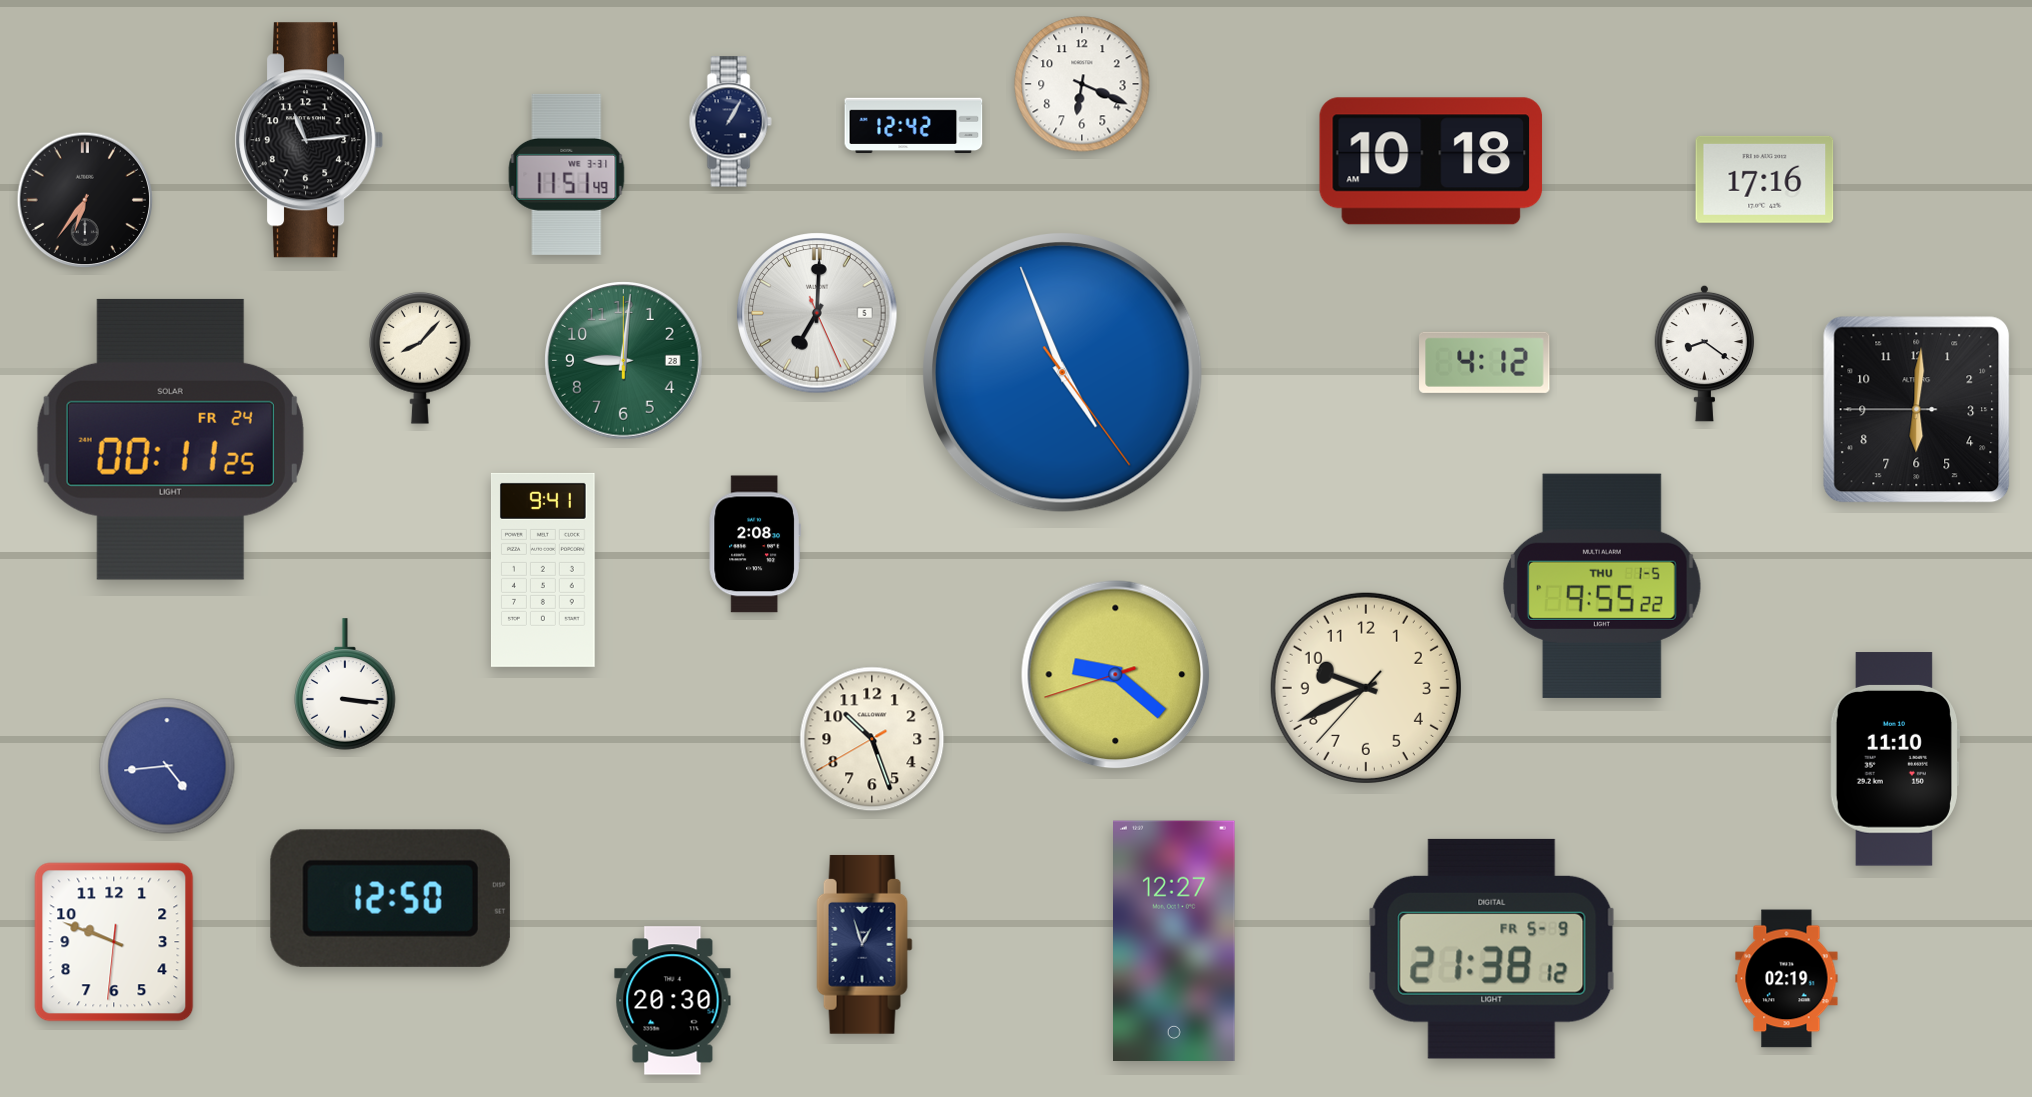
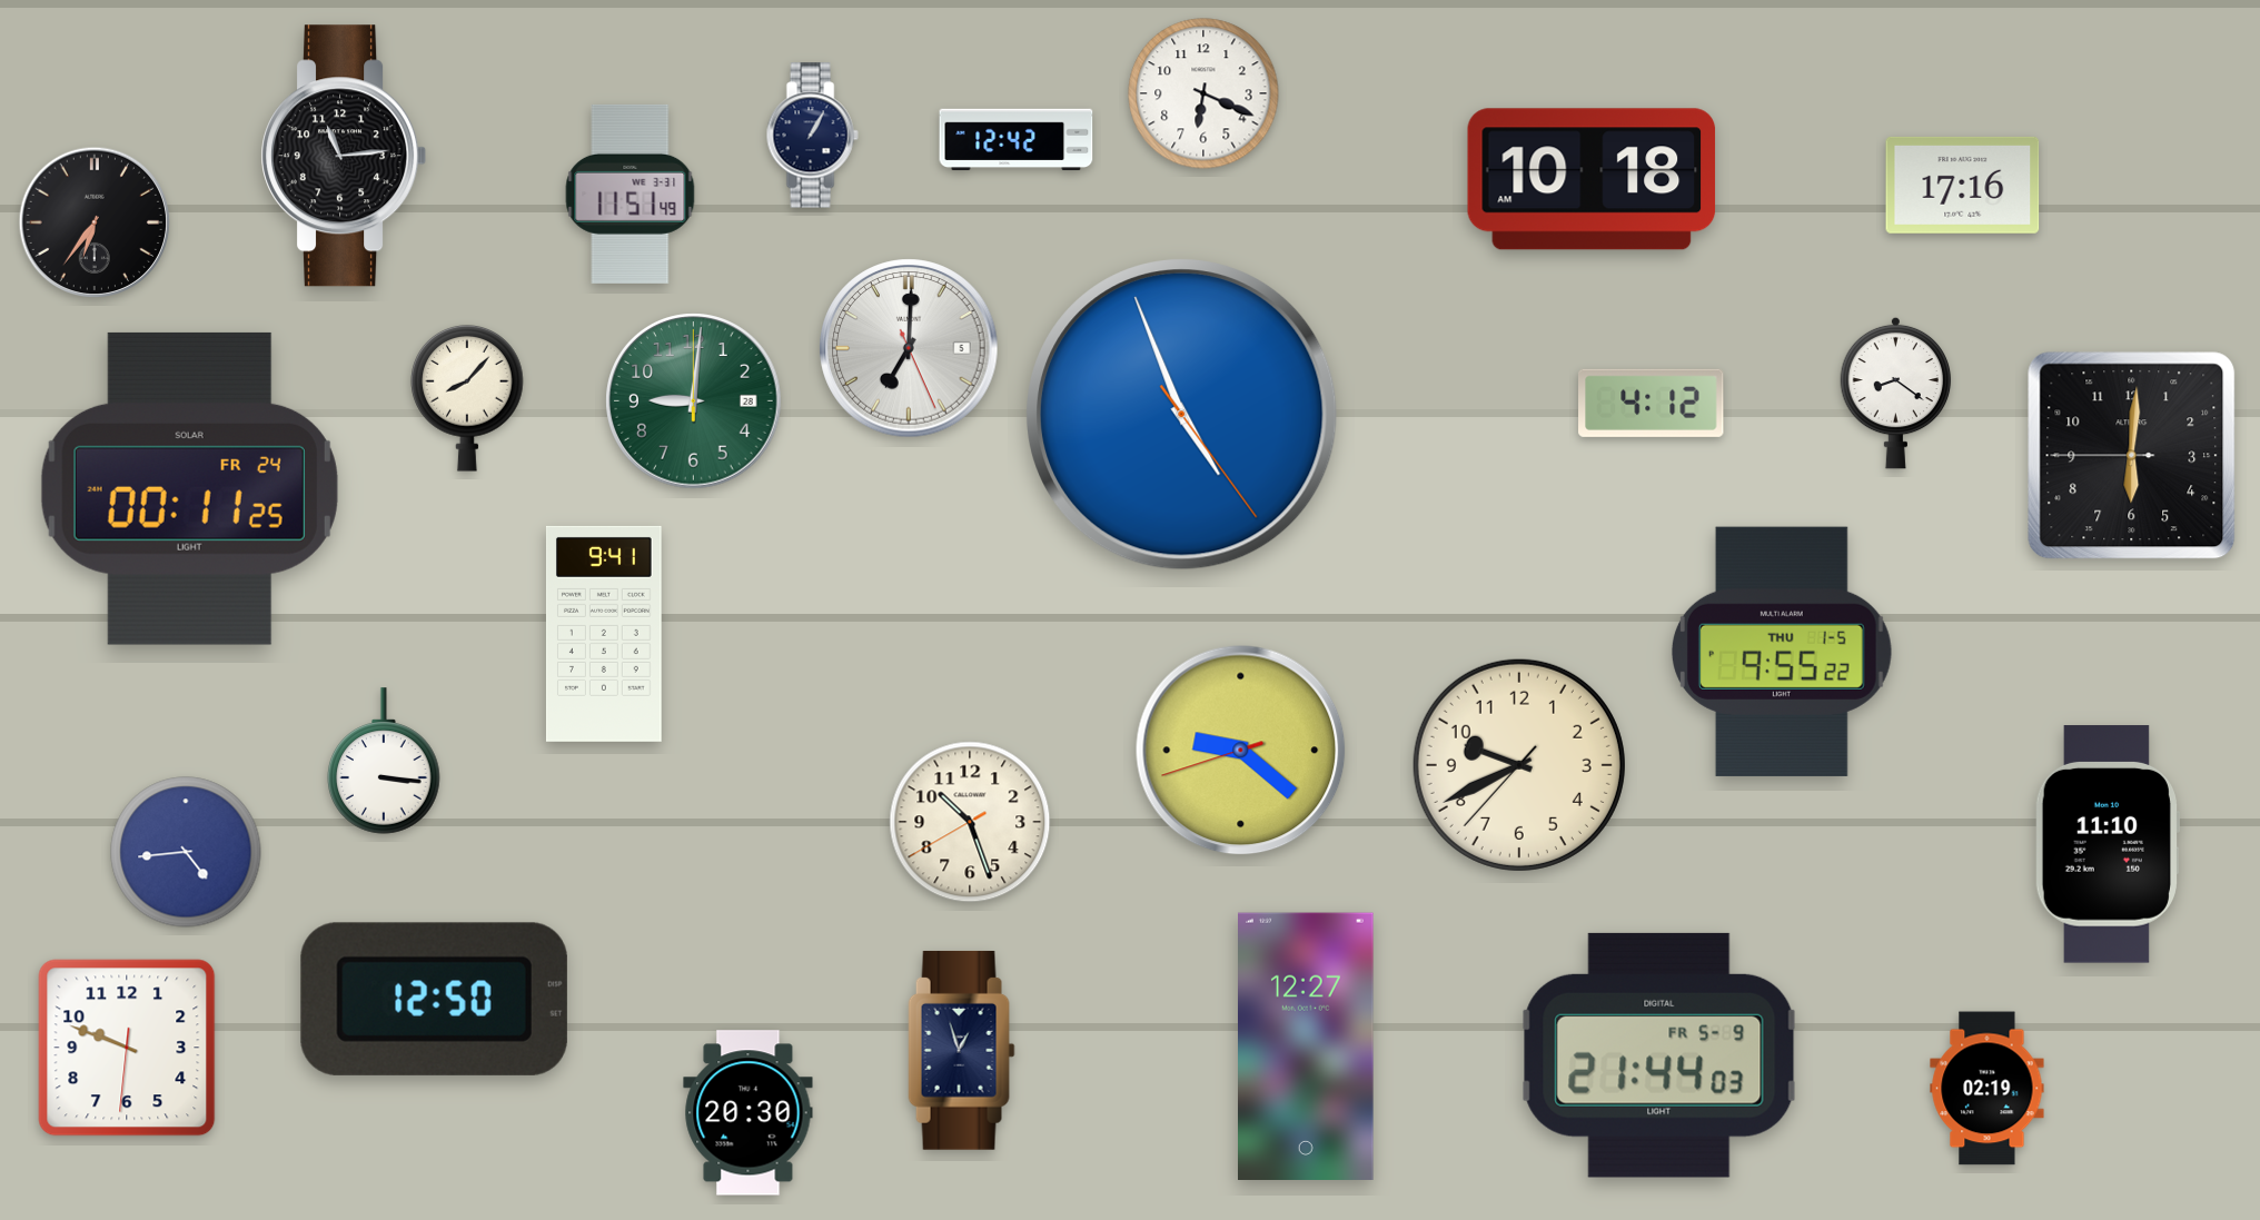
clock at (1765, 179) position: (1765, 179) -> (1963, 185)
clock at (755, 544): 2:08 -> none
clock at (1492, 949): 21:38 -> 21:44
